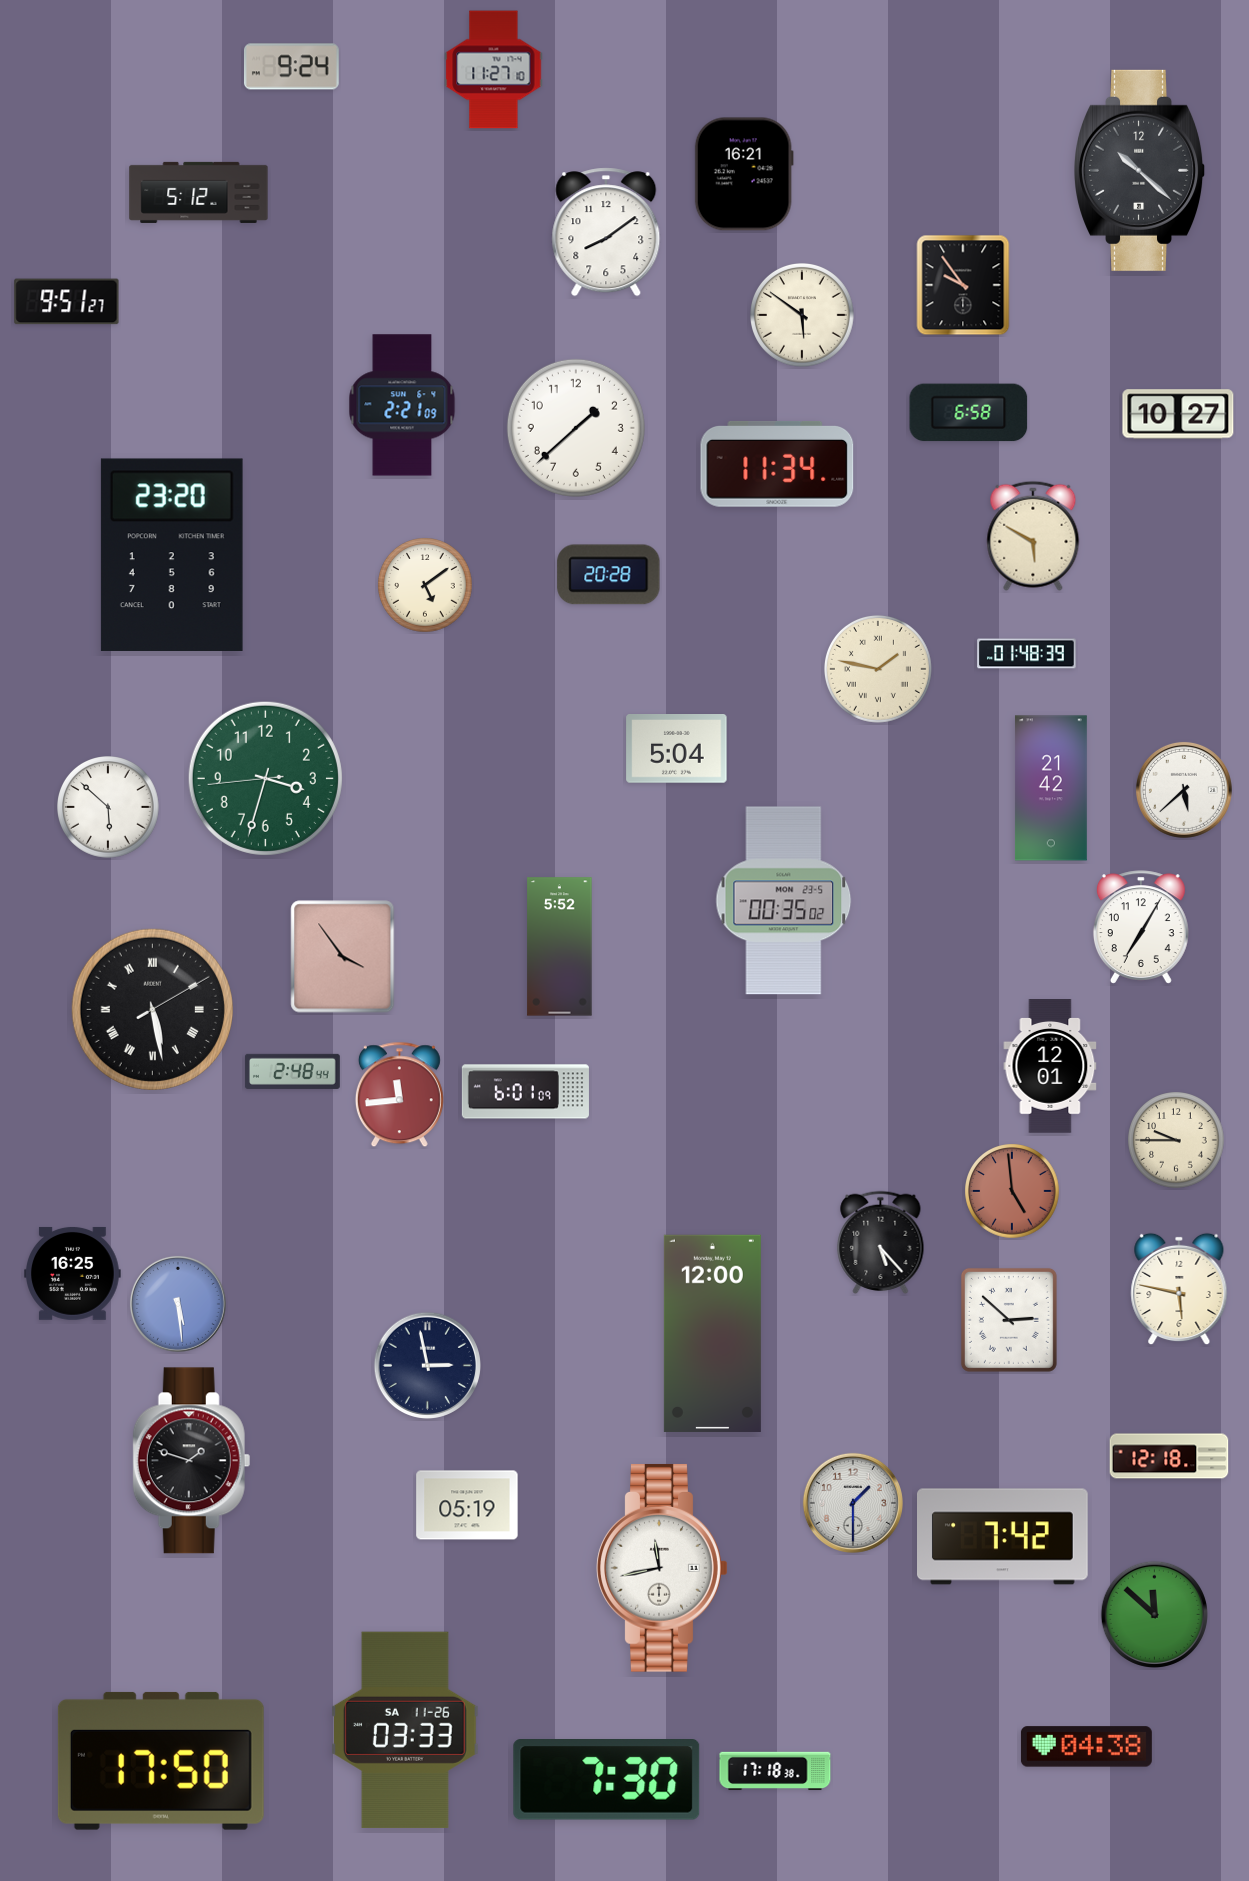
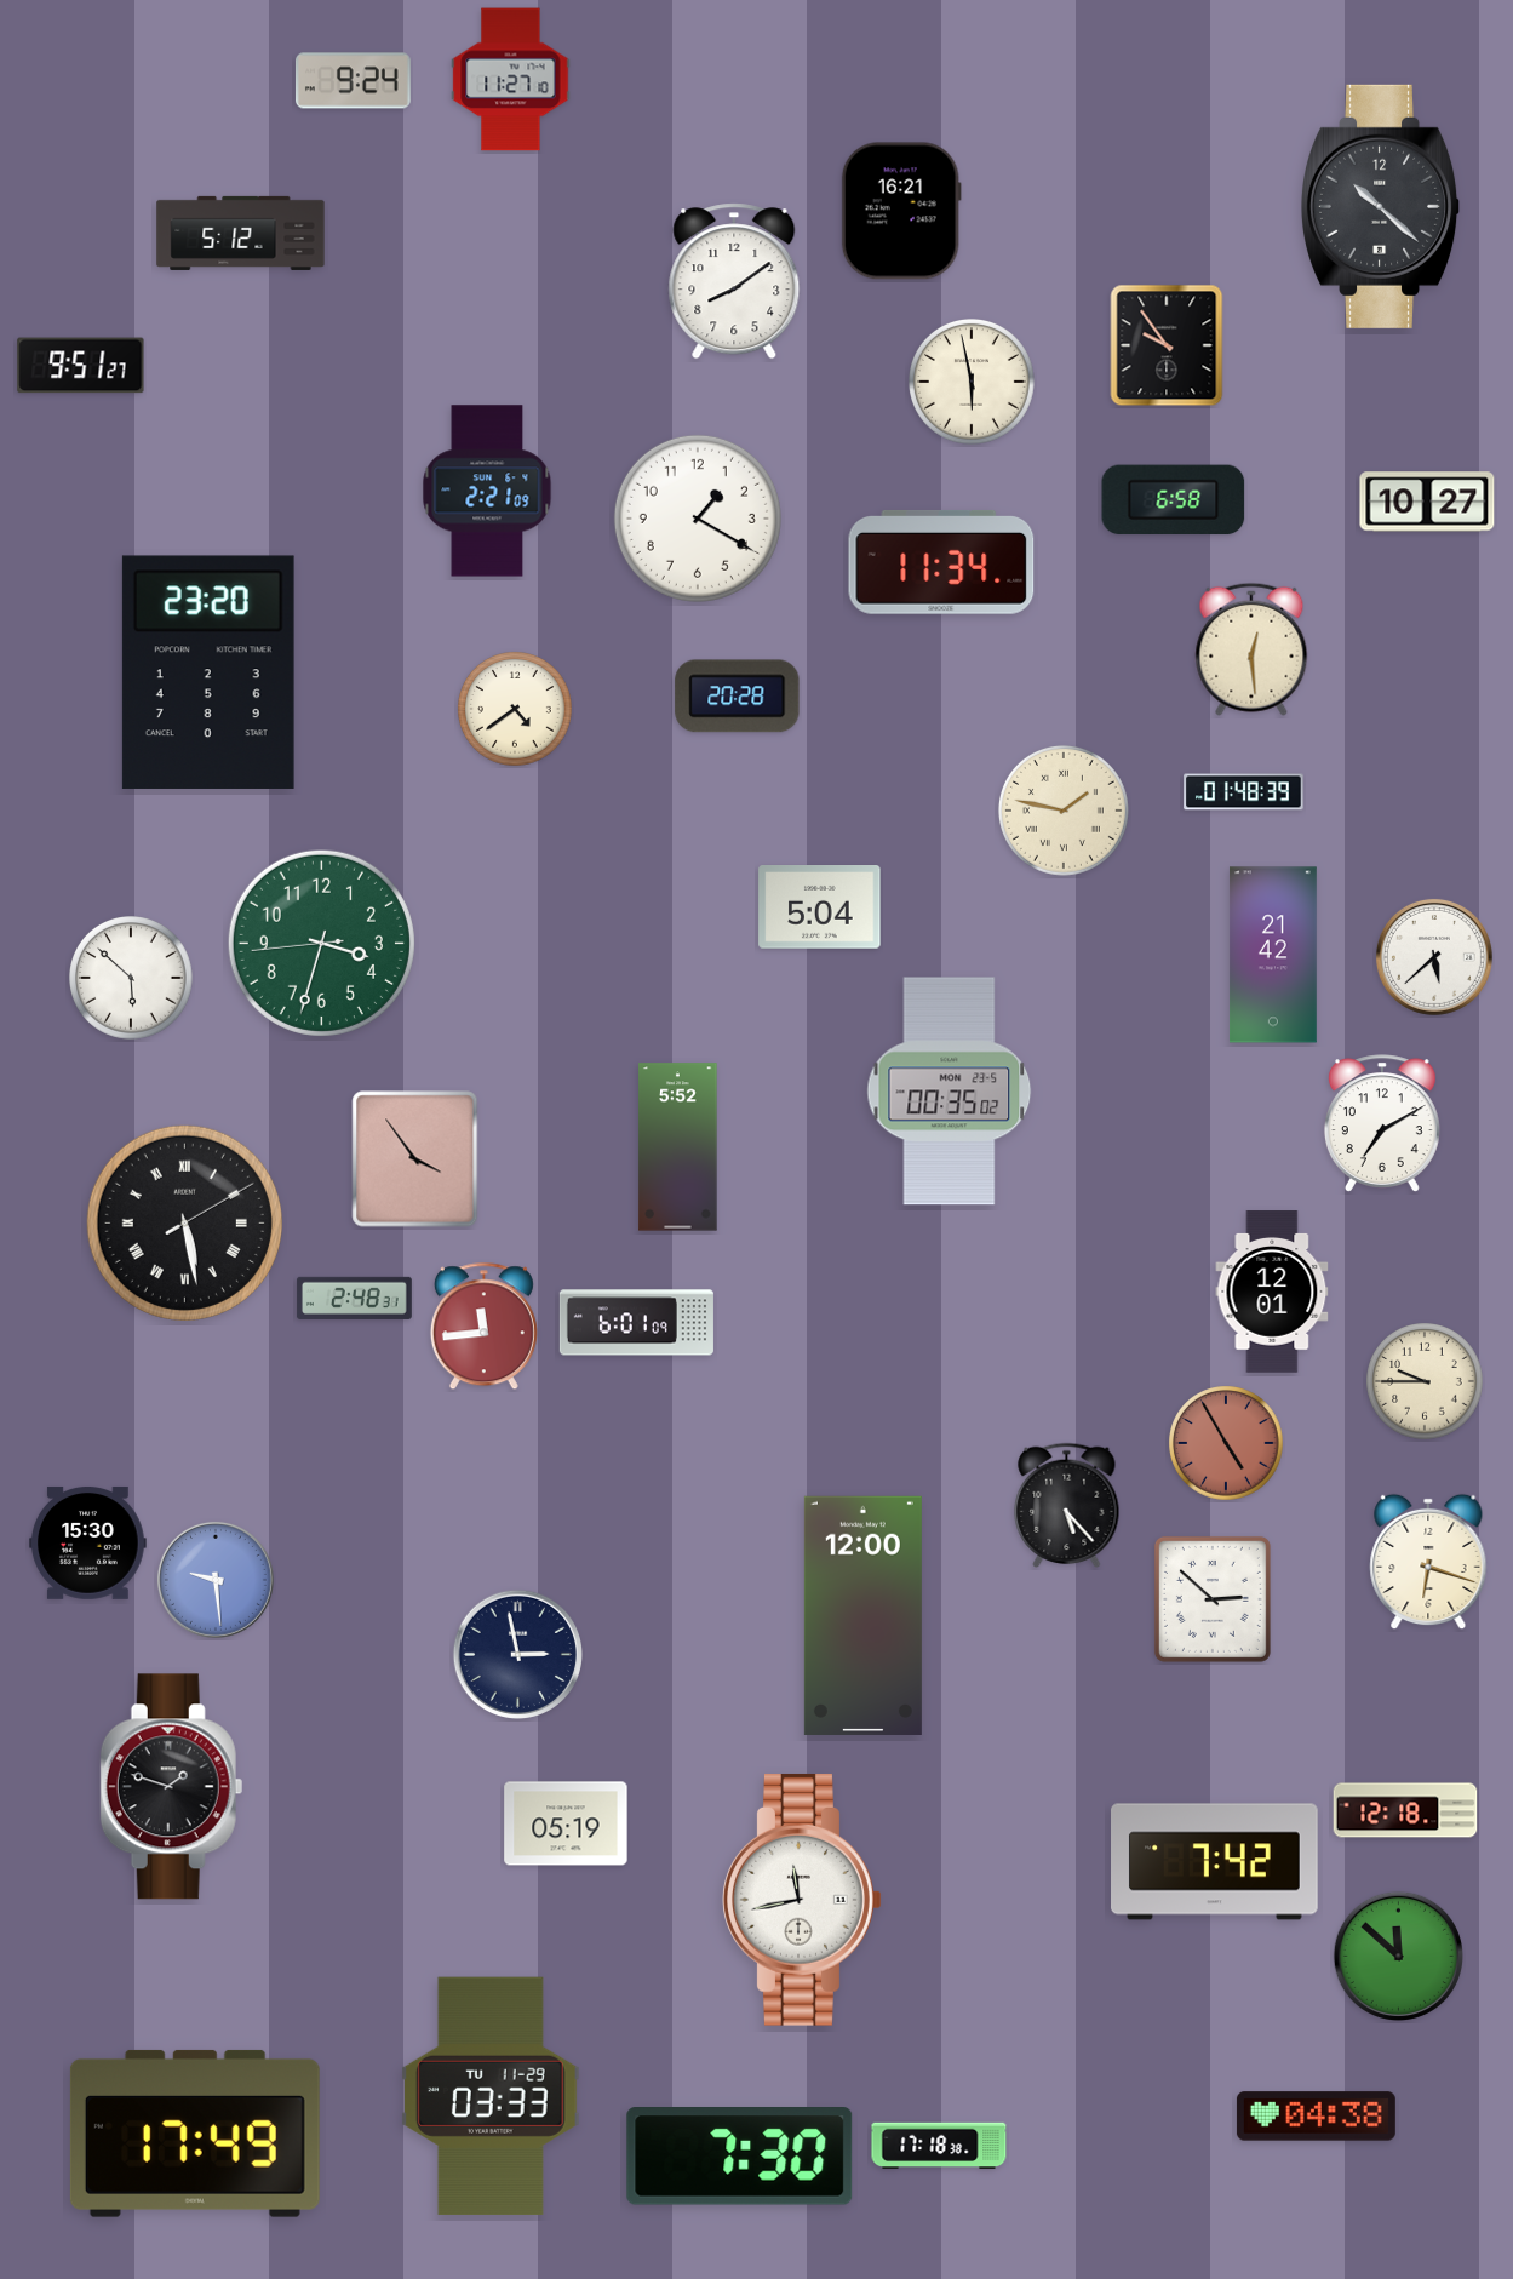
clock at (494, 70) position: (494, 70) -> (511, 80)
clock at (803, 316): 5:51 -> 5:58
clock at (576, 428): 1:38 -> 1:20
clock at (1033, 536): 5:50 -> 12:29
clock at (425, 585): 5:09 -> 4:39
clock at (1141, 927): 7:05 -> 7:10
clock at (292, 1071): 2:48:44 -> 2:48:31
clock at (1012, 1191): 4:59 -> 4:55
clock at (73, 1274): 16:25 -> 15:30
clock at (1179, 1289): 5:47 -> 6:18
clock at (178, 1304): 5:29 -> 9:29
clock at (1009, 1320) position: (1009, 1320) -> (1213, 1599)
clock at (1169, 1456) position: (1169, 1456) -> (1405, 1810)
clock at (192, 1461) position: (192, 1461) -> (172, 1787)
clock at (853, 1503): 1:30 -> none
clock at (405, 1730) date: SA 11-26 -> TU 11-29
clock at (161, 1761): 17:50 -> 17:49
clock at (607, 1780) position: (607, 1780) -> (740, 2157)
